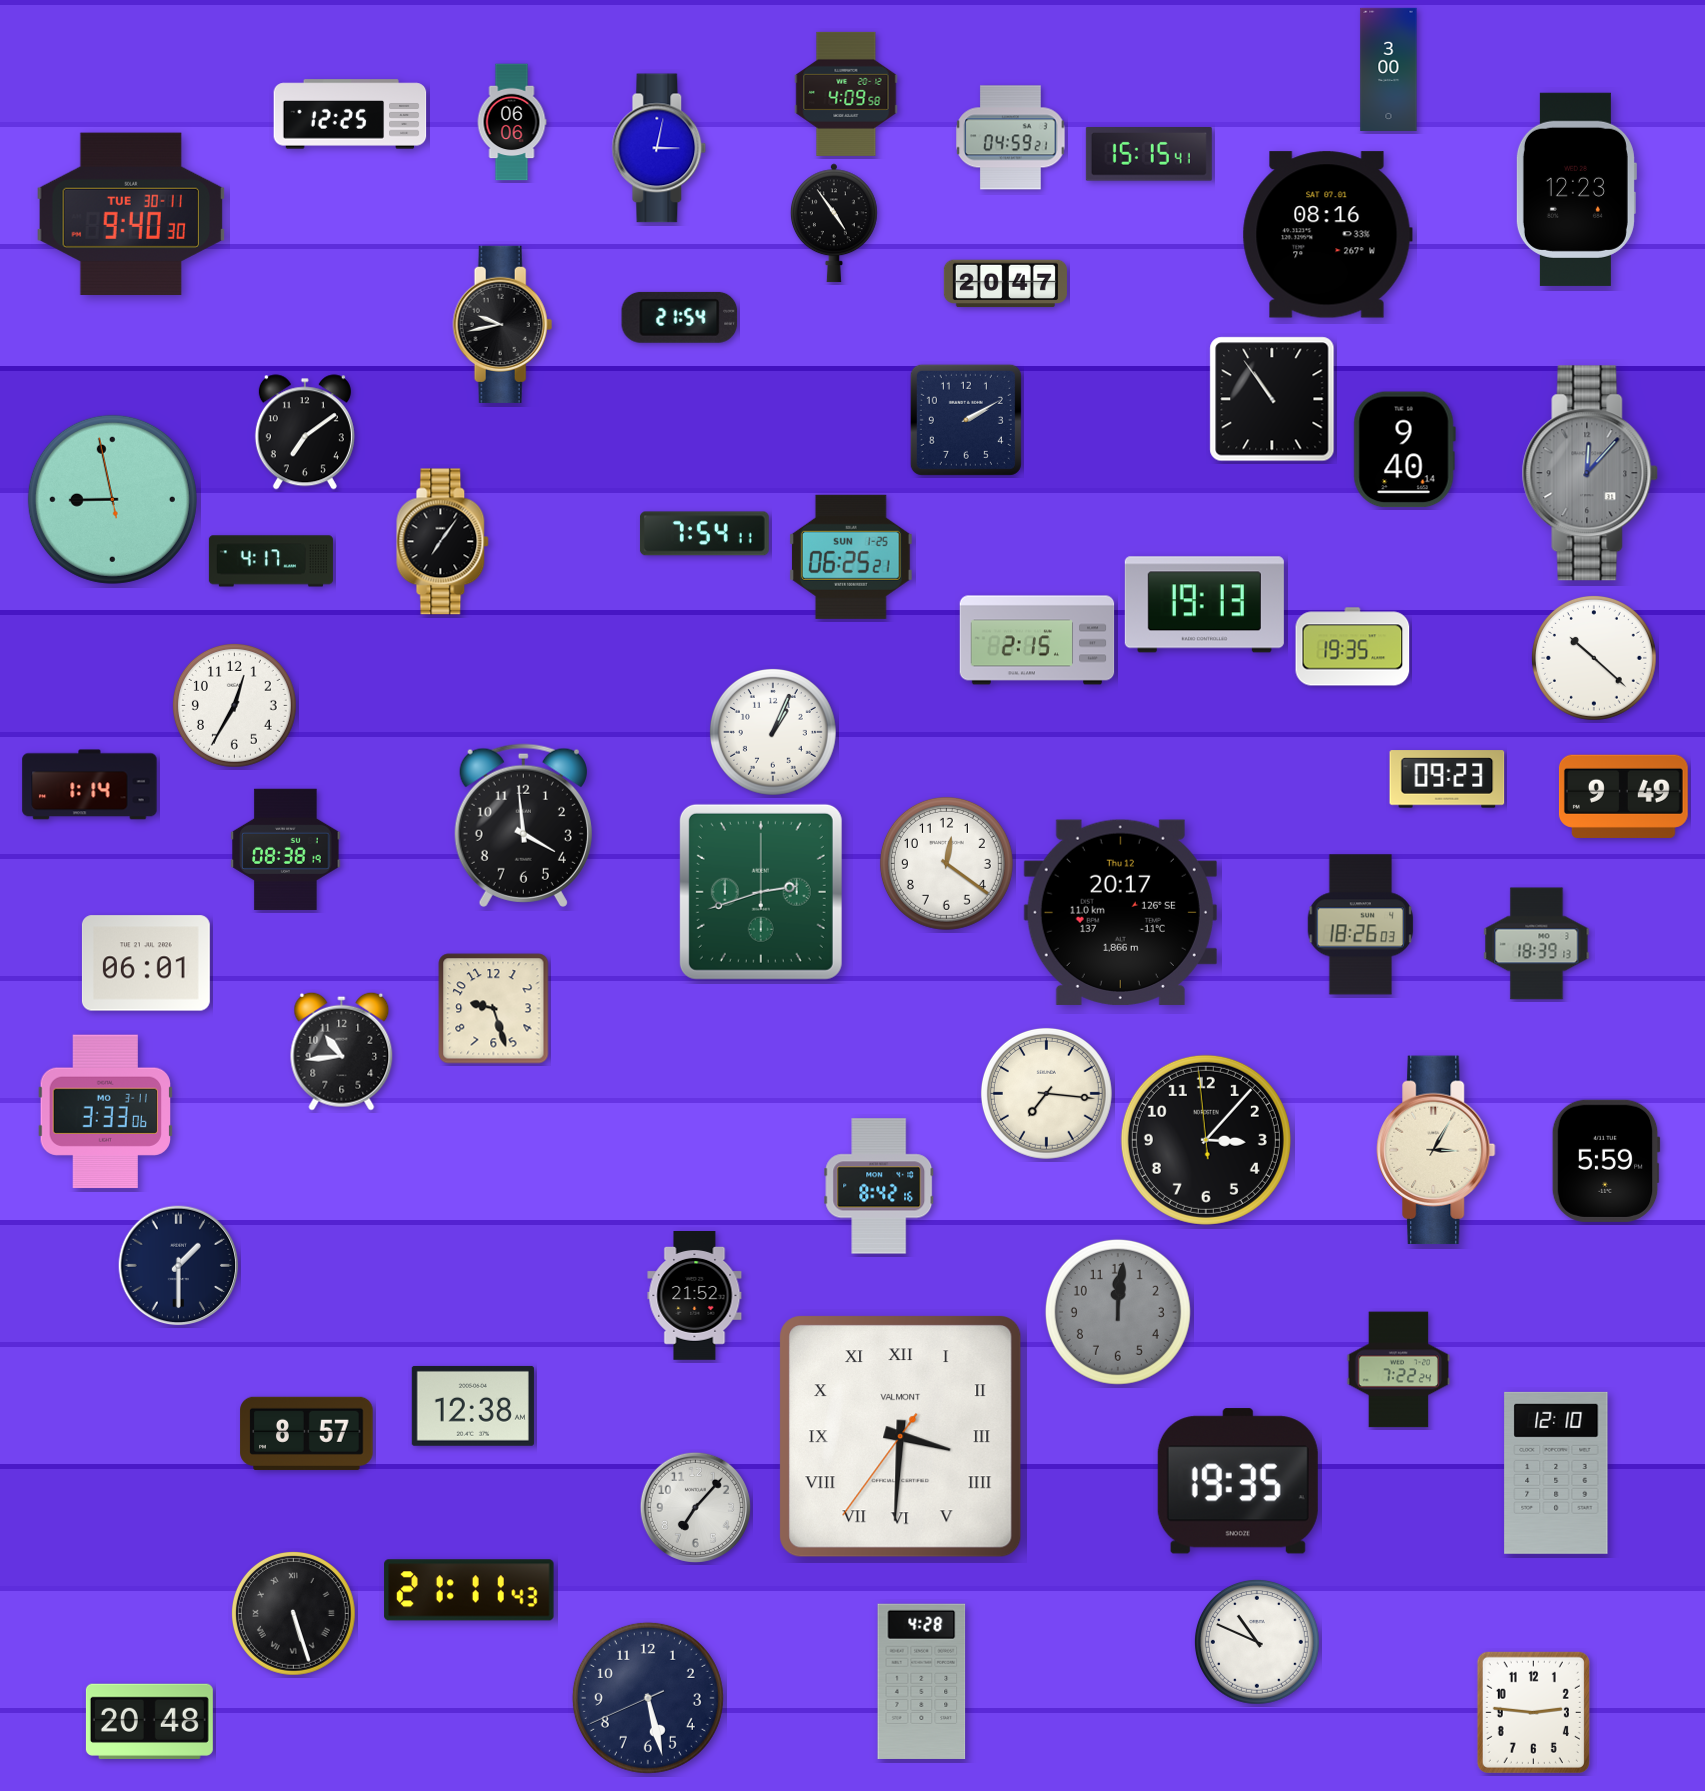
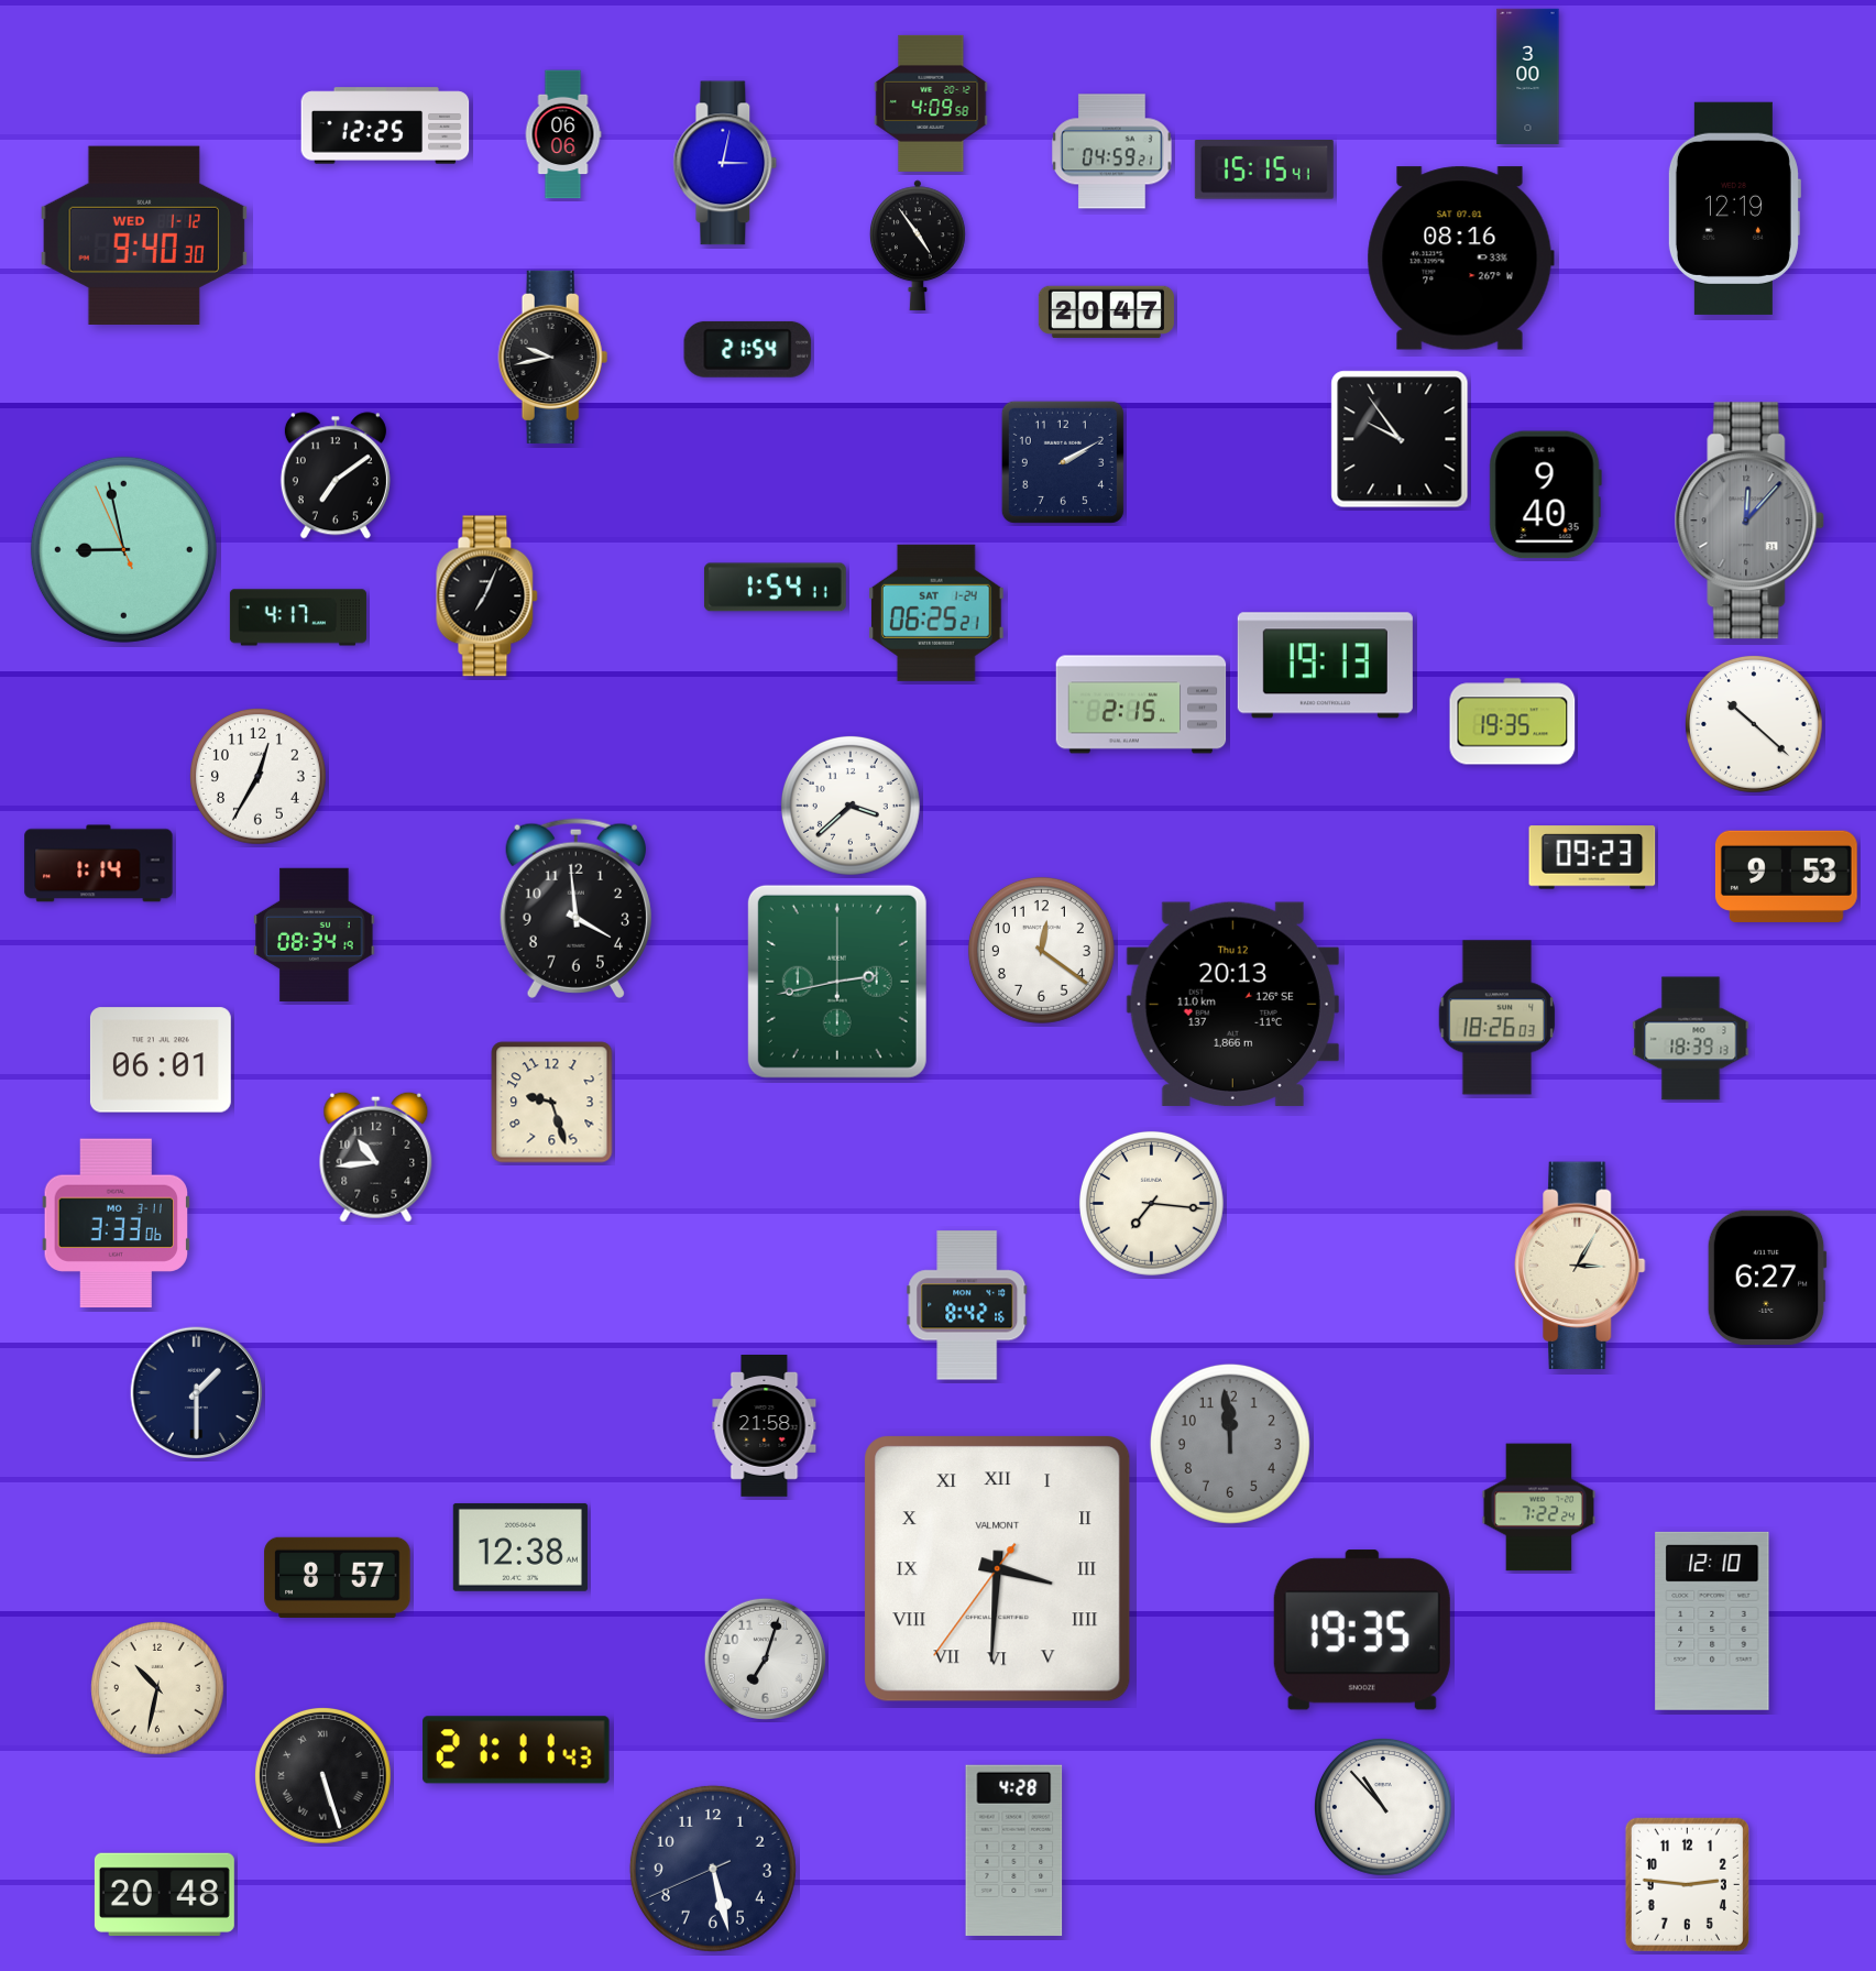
clock at (1576, 189): 12:23 -> 12:19
clock at (131, 213) date: TUE 30-11 -> WED 1-12
clock at (1272, 399): 10:54 -> 9:54
clock at (1404, 450): 9:40:14 -> 9:40:35
clock at (112, 499): 8:57:58 -> 8:57:56
clock at (704, 534): 7:54 -> 1:54
clock at (443, 542): 7:06 -> 7:04
clock at (851, 557) date: SUN 1-25 -> SAT 1-24
clock at (1353, 647) position: (1353, 647) -> (1513, 722)
clock at (773, 732): 1:04 -> 3:38
clock at (1623, 796): 9:49 -> 9:53
clock at (286, 849): 08:38 -> 08:34
clock at (761, 892): 2:42 -> 2:43
clock at (1120, 912): 20:17 -> 20:13
clock at (494, 1009) position: (494, 1009) -> (552, 1103)
clock at (1206, 1140): 3:06 -> none
clock at (1606, 1161): 5:59 -> 6:27
clock at (695, 1296): 21:52 -> 21:58
clock at (1118, 1312): 12:01 -> 11:59
clock at (901, 1437) position: (901, 1437) -> (998, 1569)
clock at (695, 1507): 7:07 -> 7:03
clock at (158, 1689): none -> 10:32
clock at (1257, 1642): 10:49 -> 10:53
